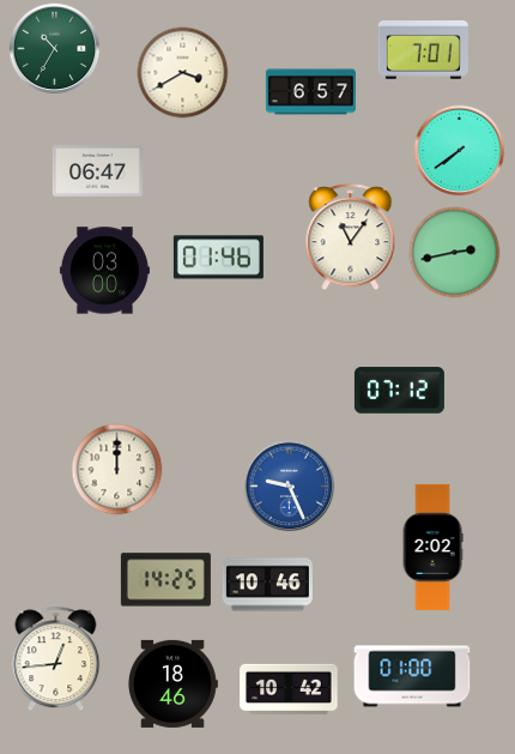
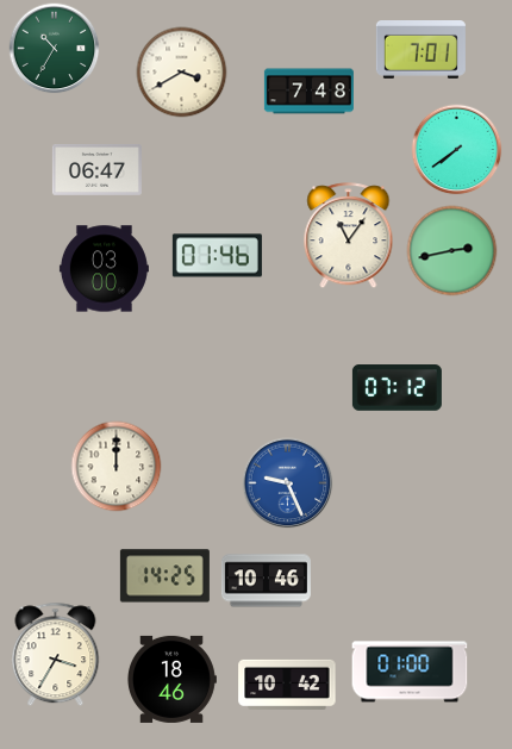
clock at (310, 92): 6:57 -> 7:48
clock at (432, 547): 2:02 -> none
clock at (56, 659): 12:44 -> 3:35
